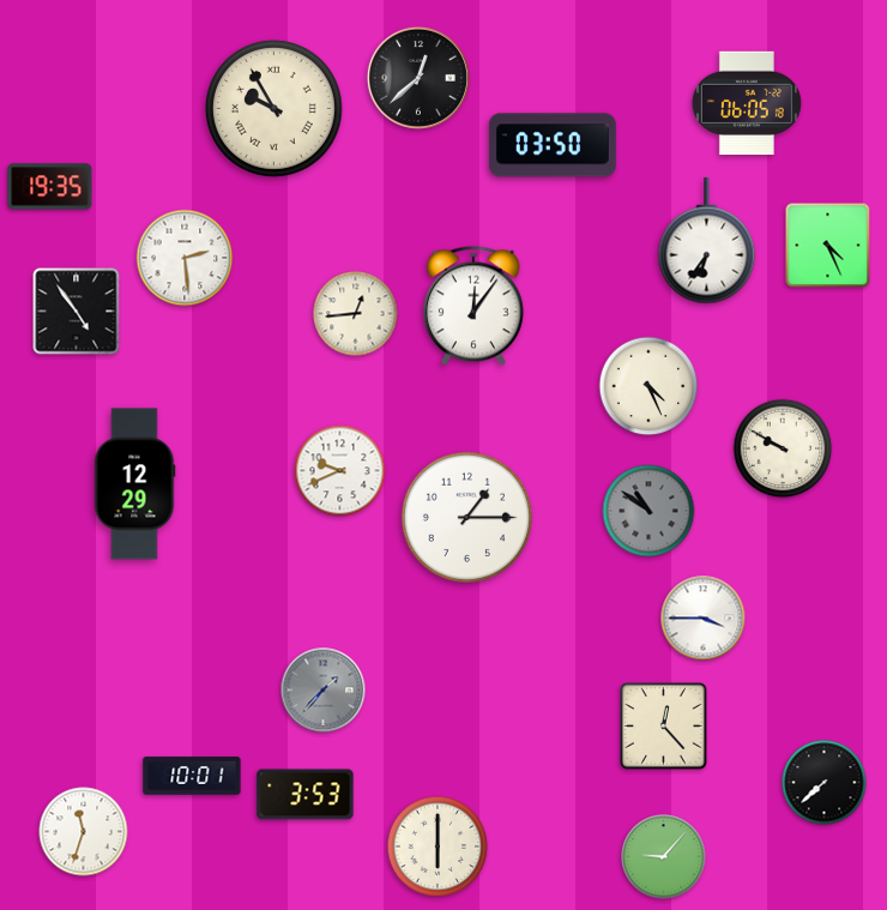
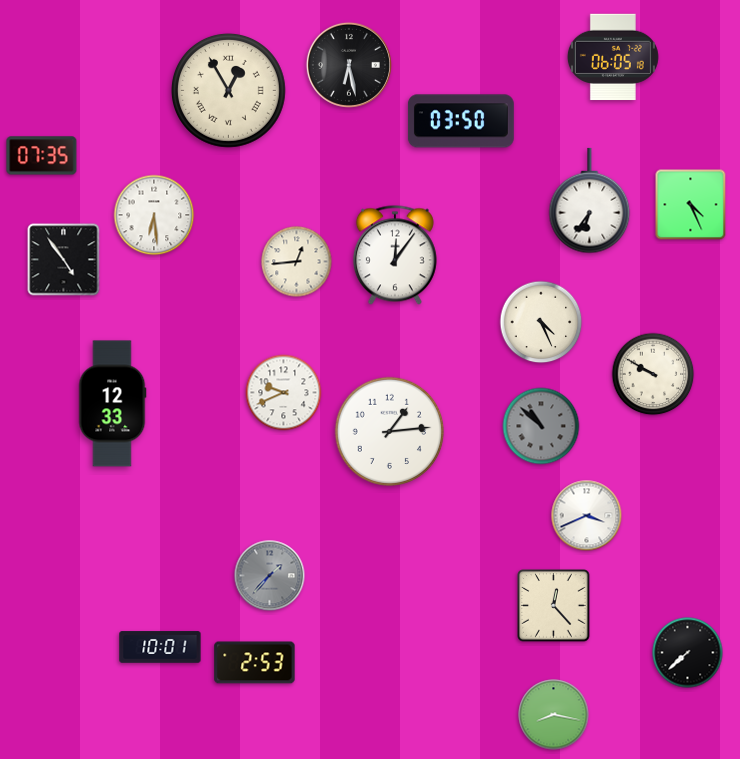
clock at (418, 78): 12:38 -> 6:28
clock at (747, 103) position: (747, 103) -> (613, 57)
clock at (273, 108): 9:55 -> 12:55
clock at (50, 187): 19:35 -> 07:35
clock at (185, 258): 2:29 -> 6:29
clock at (134, 484): 12:29 -> 12:33
clock at (648, 511): 10:51 -> 10:52
clock at (466, 517): 1:15 -> 1:14
clock at (704, 619): 3:45 -> 3:41
clock at (306, 795): 3:53 -> 2:53
clock at (84, 832): 11:33 -> none
clock at (438, 846): 6:00 -> none
clock at (664, 857): 9:07 -> 8:17
